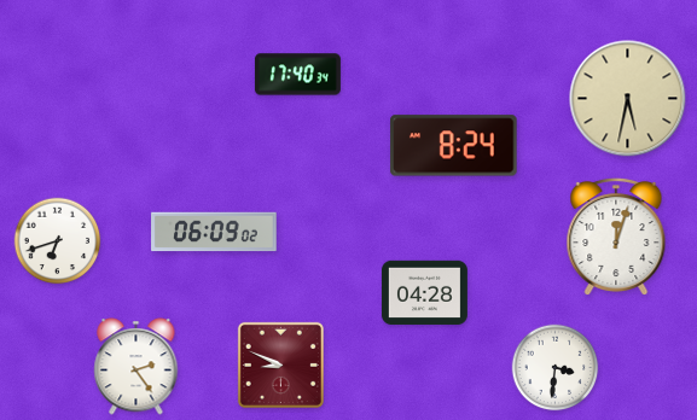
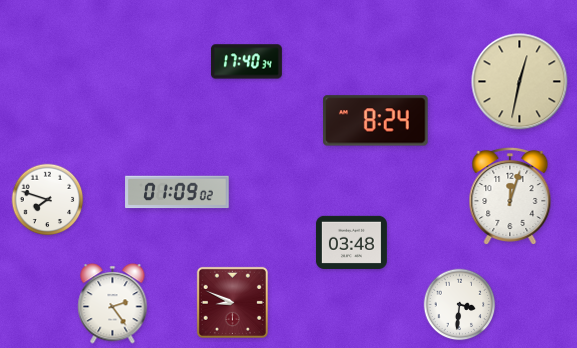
clock at (628, 99): 5:32 -> 12:32
clock at (214, 232): 06:09 -> 01:09
clock at (58, 241): 6:42 -> 7:48
clock at (424, 292): 04:28 -> 03:48
